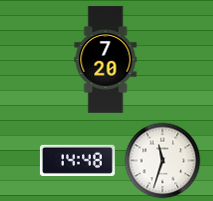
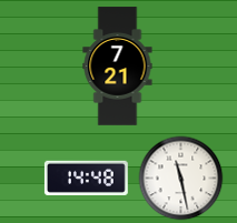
clock at (106, 60): 7:20 -> 7:21
clock at (163, 161): 11:33 -> 11:28
